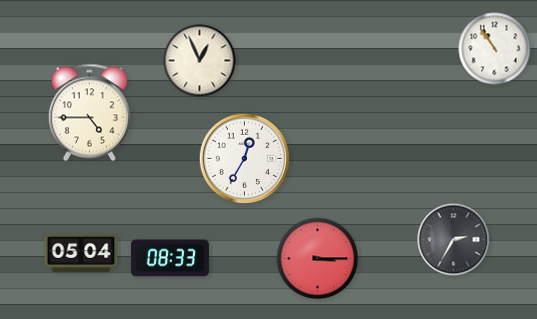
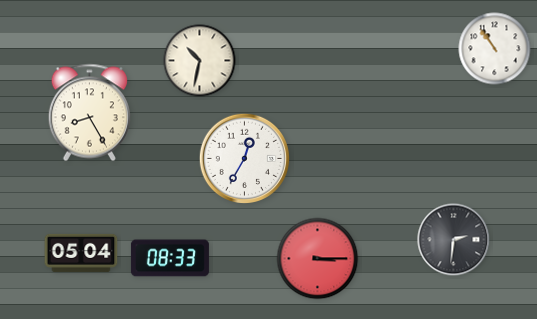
clock at (200, 61): 12:56 -> 10:32
clock at (89, 113): 4:45 -> 8:25
clock at (454, 240): 2:35 -> 2:31
